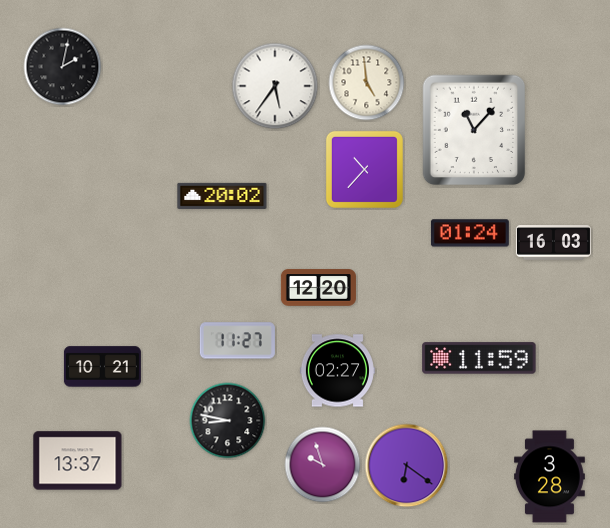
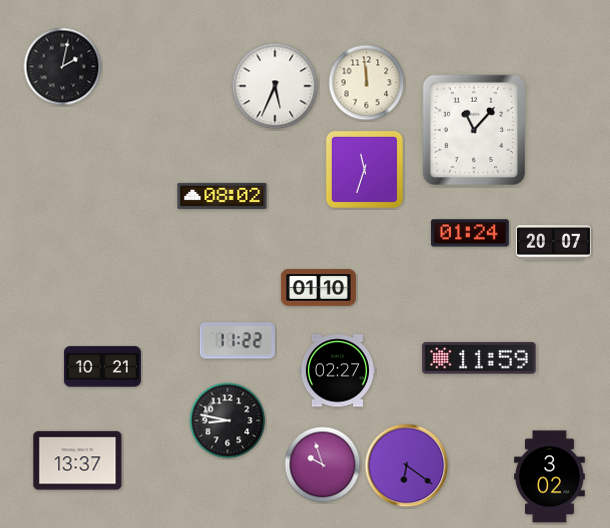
clock at (367, 83): 4:59 -> 11:59
clock at (275, 86): 5:36 -> 5:34
clock at (364, 169): 10:37 -> 11:33
clock at (222, 196): 20:02 -> 08:02
clock at (553, 243): 16:03 -> 20:07
clock at (318, 288): 12:20 -> 01:10
clock at (237, 341): 11:27 -> 11:22
clock at (550, 477): 3:28 -> 3:02
